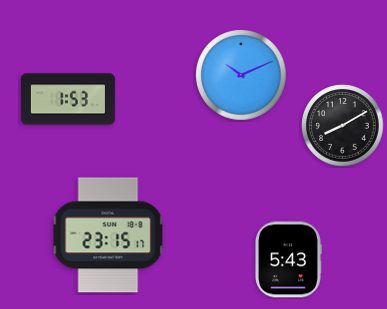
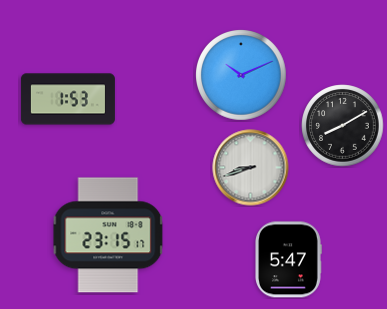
clock at (251, 168): none -> 8:42
clock at (289, 260): 5:43 -> 5:47
